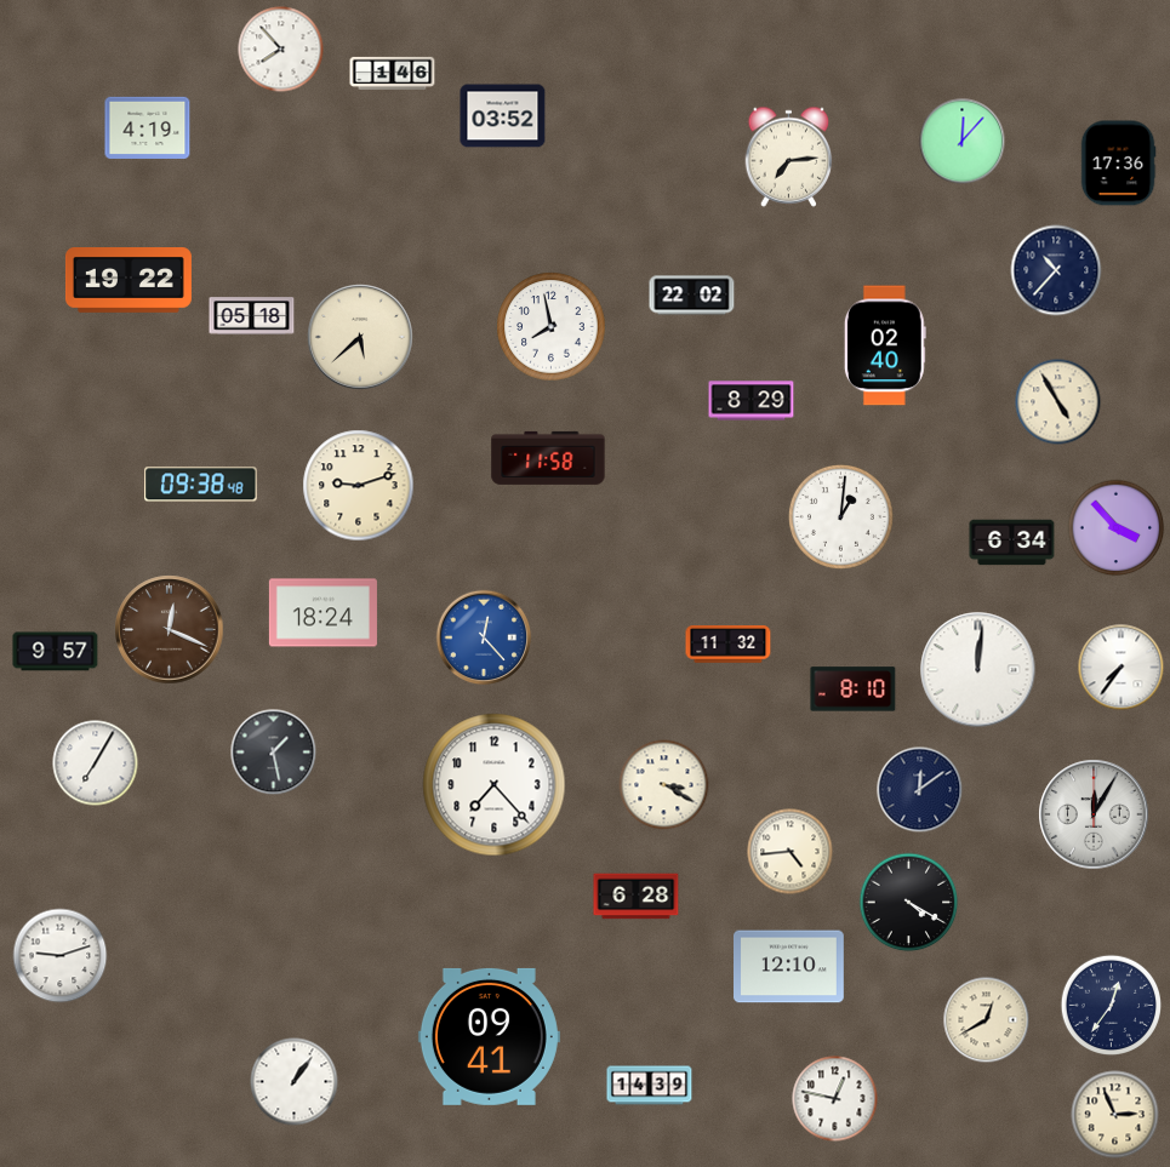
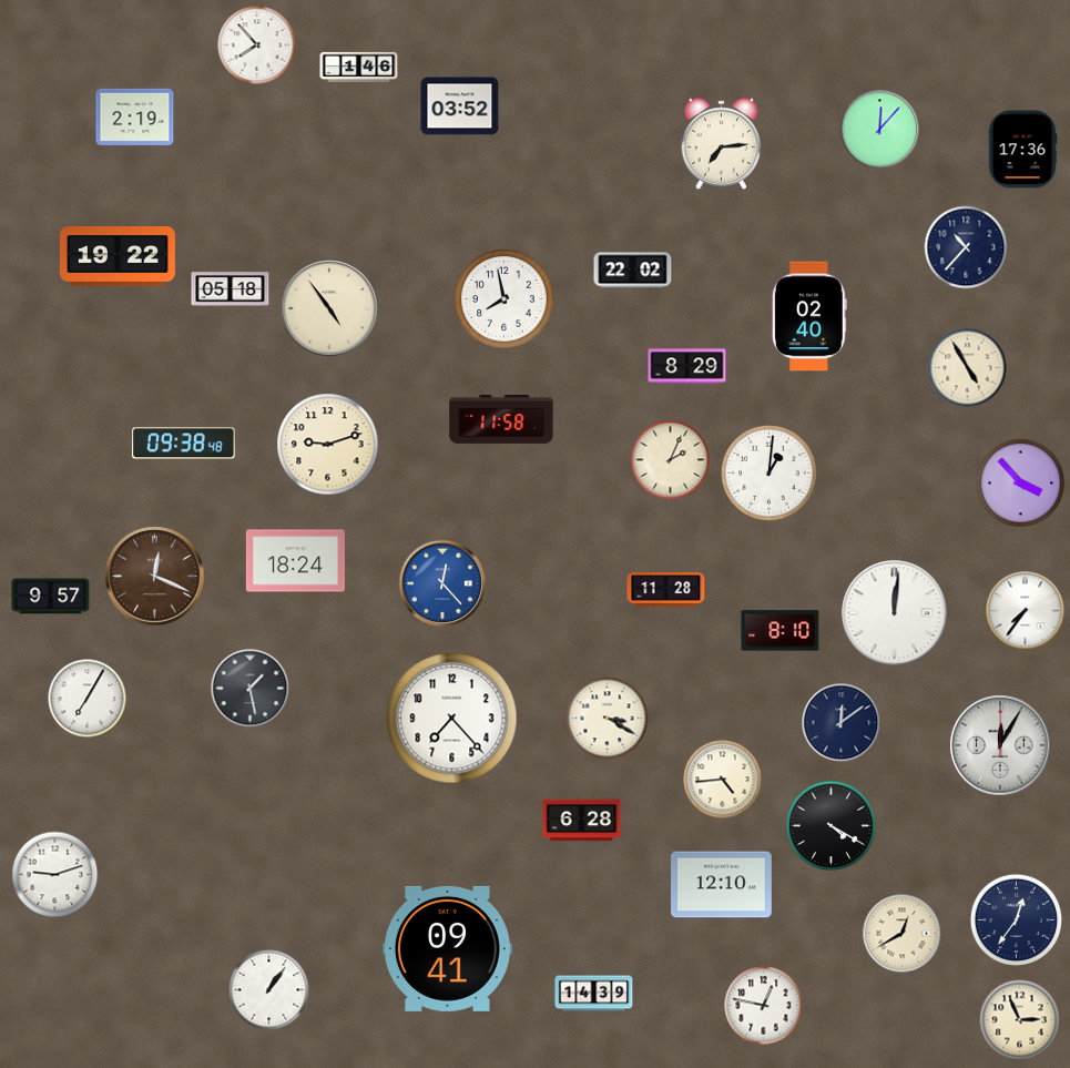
clock at (148, 127): 4:19 -> 2:19
clock at (361, 338): 5:38 -> 4:54
clock at (671, 460): none -> 2:04
clock at (1012, 543): 6:34 -> none
clock at (729, 645): 11:32 -> 11:28
